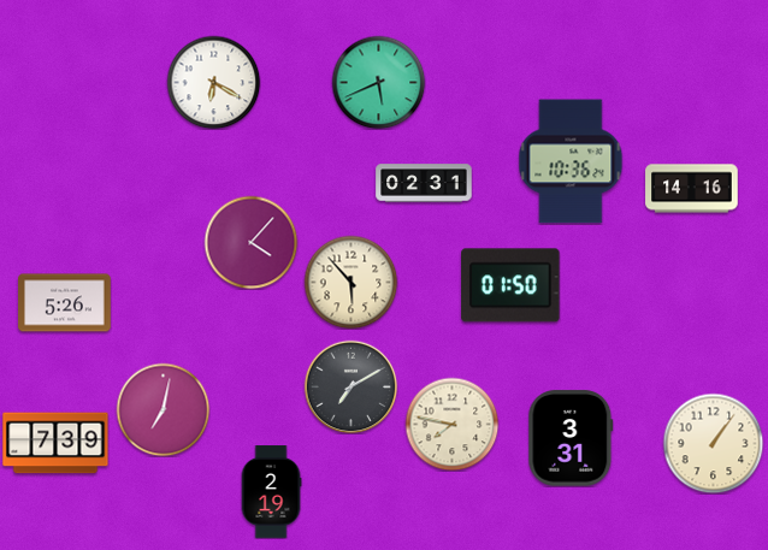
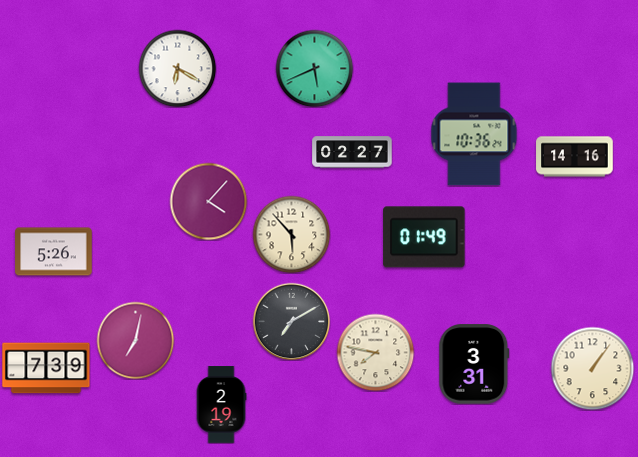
clock at (424, 183): 02:31 -> 02:27
clock at (510, 285): 01:50 -> 01:49
clock at (271, 492) position: (271, 492) -> (221, 405)
